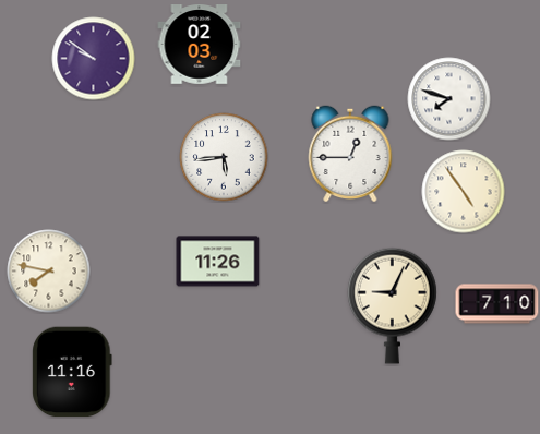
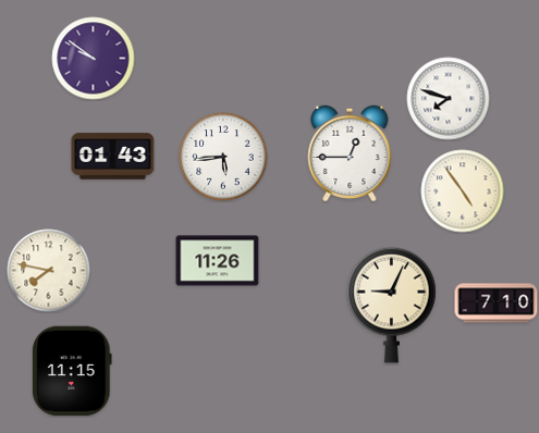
clock at (200, 45): 02:03 -> none
clock at (113, 157): none -> 01:43
clock at (72, 372): 11:16 -> 11:15
